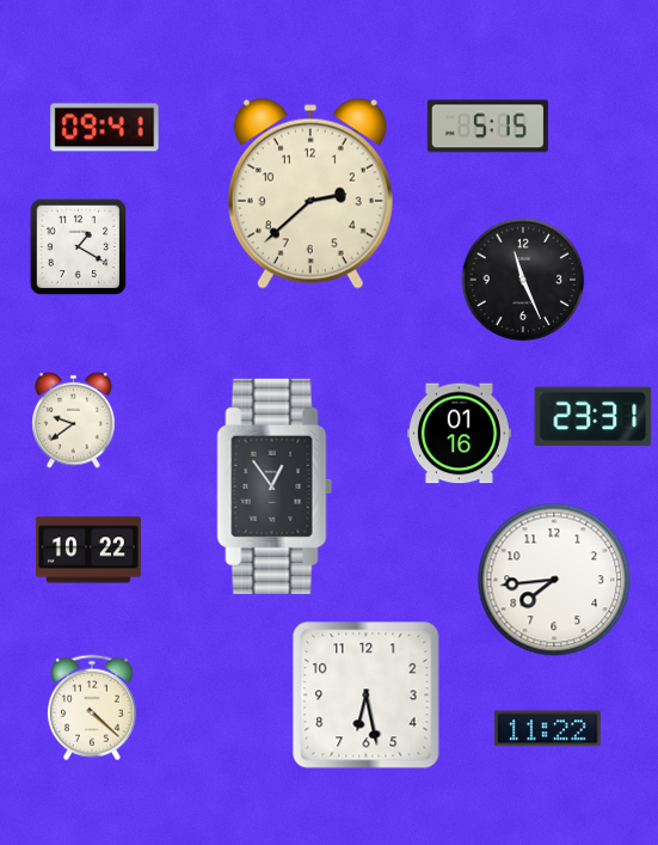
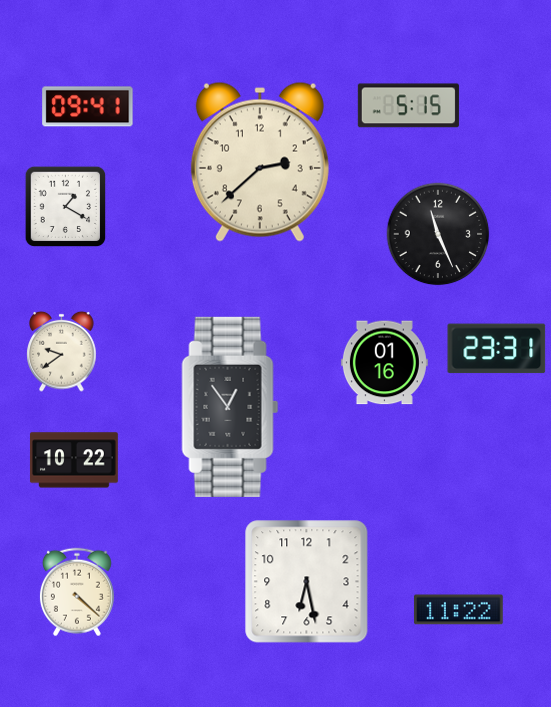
clock at (554, 580): 7:44 -> none
